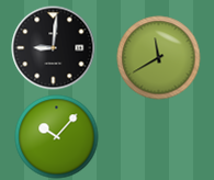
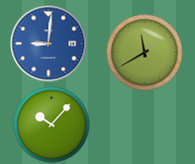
clock at (54, 48) dial: black -> blue
